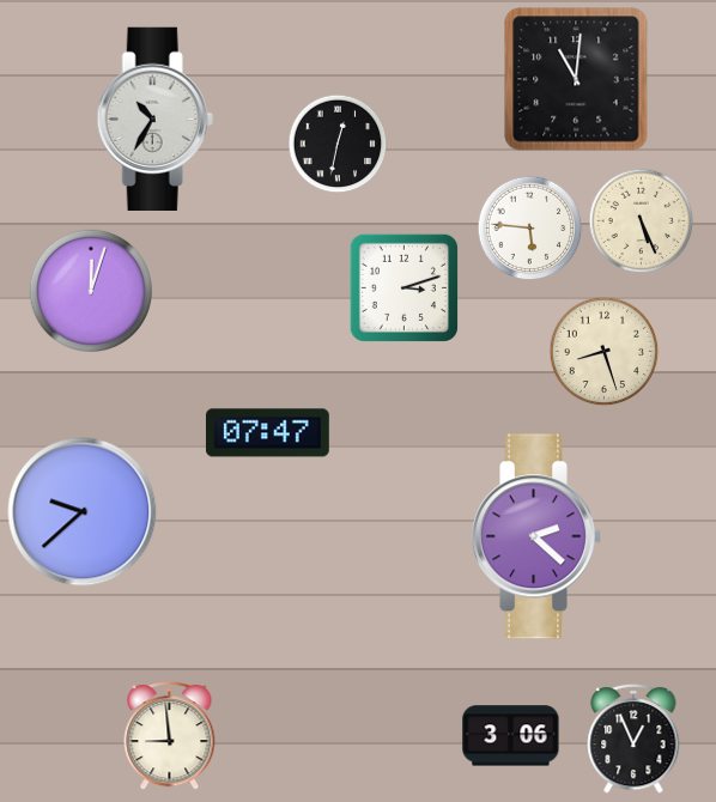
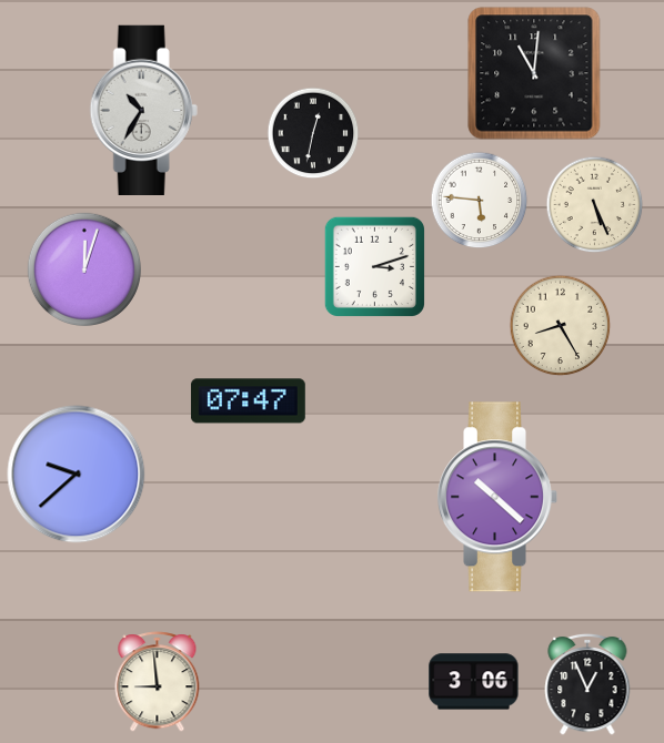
clock at (530, 229) position: (530, 229) -> (480, 201)
clock at (605, 352): 8:27 -> 8:25
clock at (535, 536): 2:22 -> 10:22
